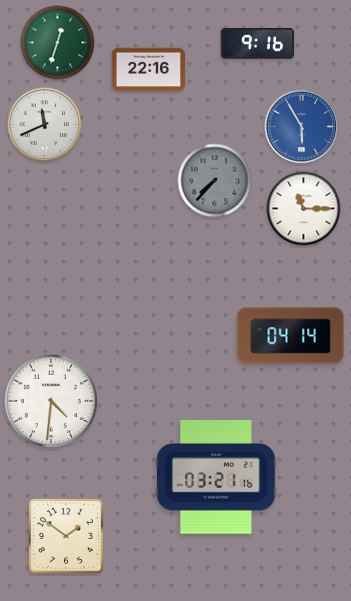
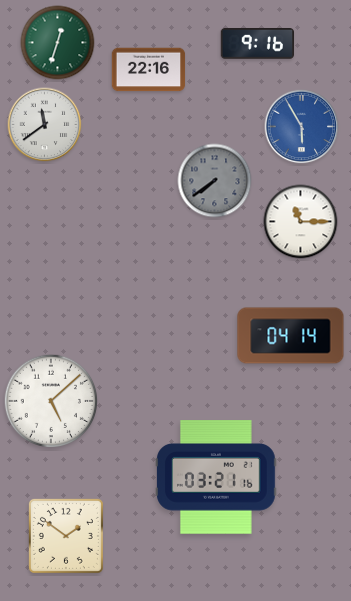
clock at (45, 125): 11:41 -> 11:39
clock at (215, 181): 7:37 -> 7:39
clock at (304, 209) position: (304, 209) -> (301, 222)
clock at (50, 400): 4:31 -> 5:08
